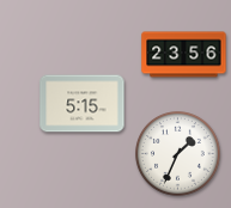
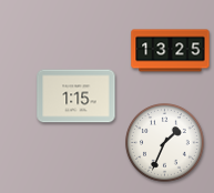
clock at (184, 55): 23:56 -> 13:25
clock at (83, 104): 5:15 -> 1:15
